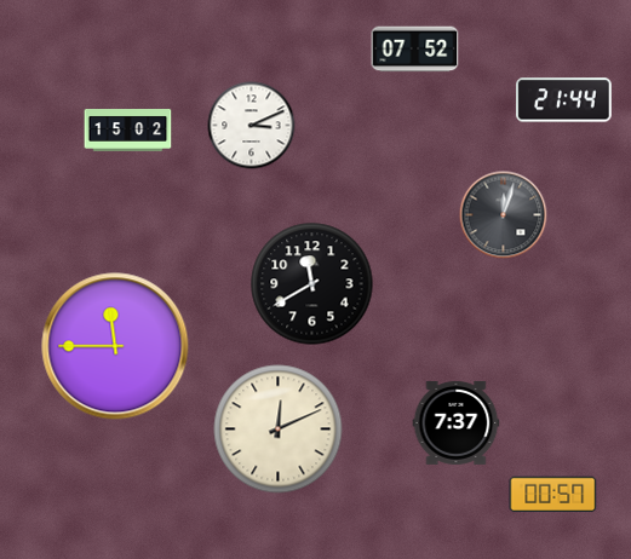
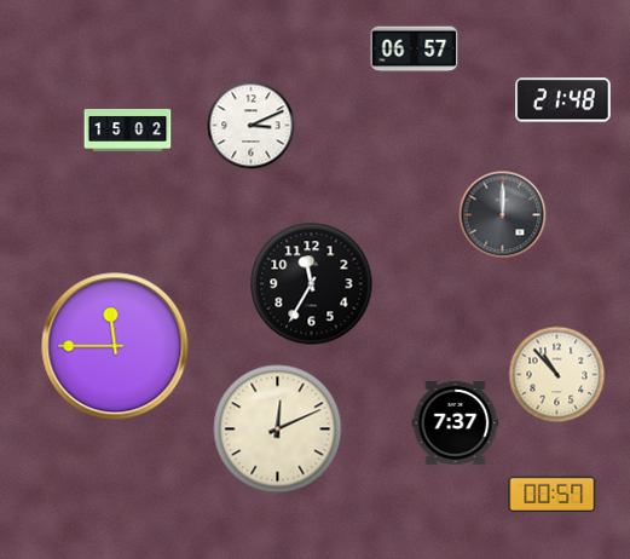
clock at (415, 50): 07:52 -> 06:57
clock at (564, 100): 21:44 -> 21:48
clock at (504, 215): 12:03 -> 12:00
clock at (312, 284): 11:40 -> 11:35
clock at (557, 375): none -> 10:53
